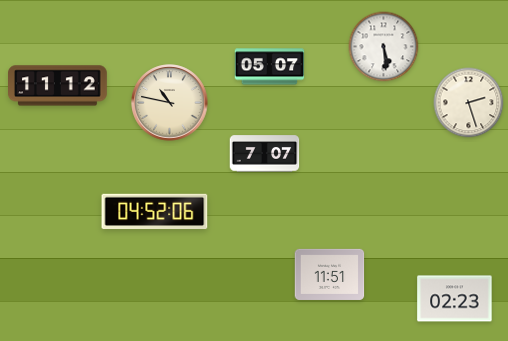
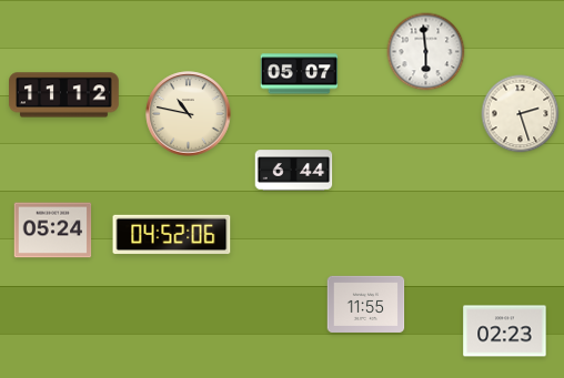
clock at (384, 47): 5:29 -> 5:59
clock at (265, 154): 7:07 -> 6:44
clock at (53, 231): none -> 05:24
clock at (330, 274): 11:51 -> 11:55
